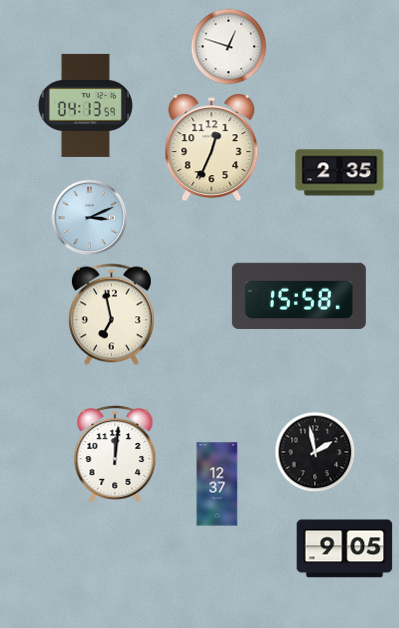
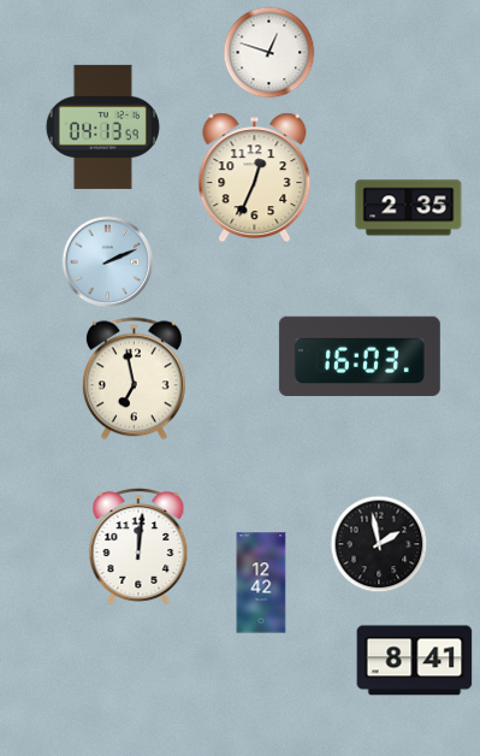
clock at (229, 47) position: (229, 47) -> (269, 53)
clock at (90, 218): 3:11 -> 2:11
clock at (299, 296): 15:58 -> 16:03
clock at (217, 484): 12:37 -> 12:42
clock at (345, 549): 9:05 -> 8:41
